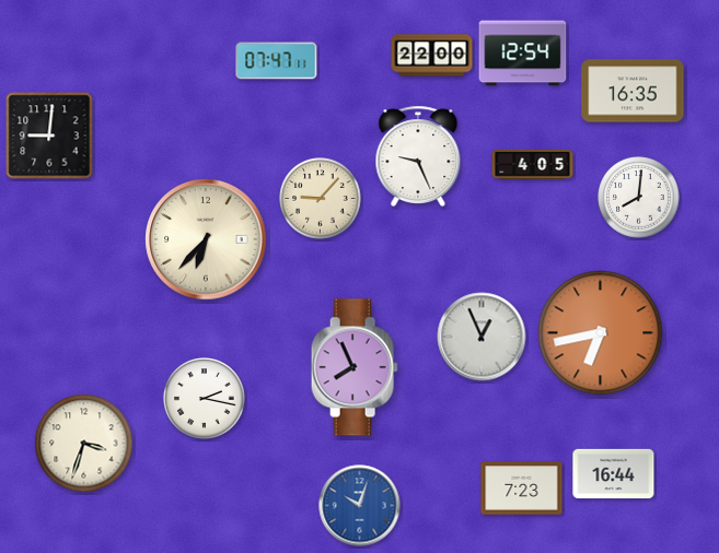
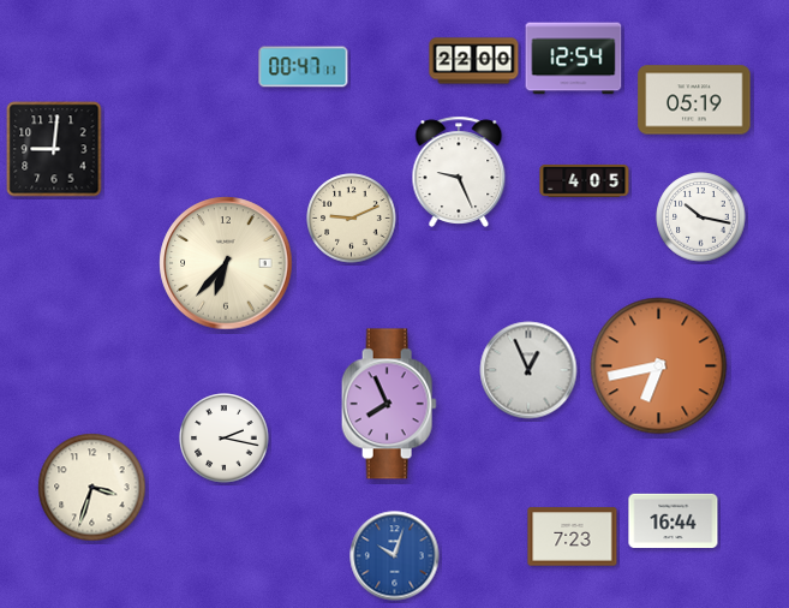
clock at (277, 61): 07:47 -> 00:47
clock at (633, 91): 16:35 -> 05:19
clock at (639, 198): 8:01 -> 10:17
clock at (321, 199): 9:07 -> 9:11
